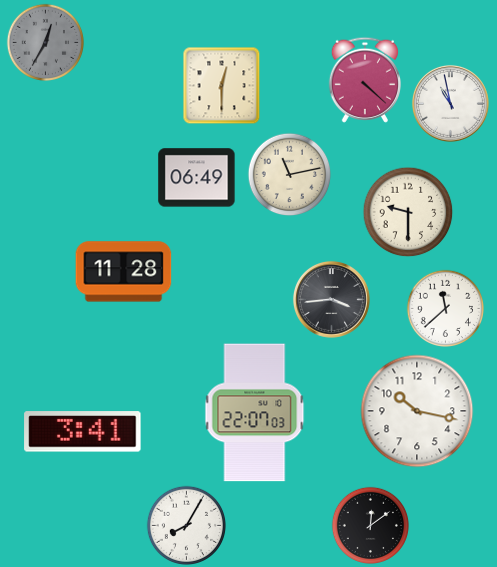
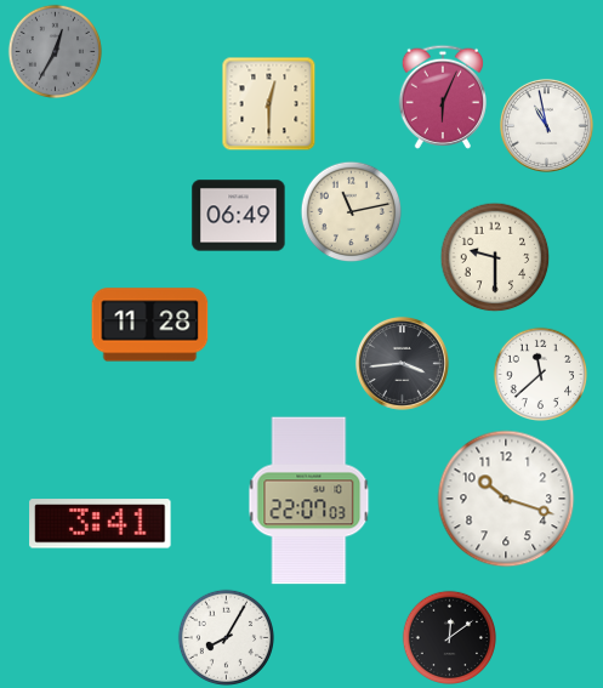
clock at (365, 80): 4:22 -> 6:04
clock at (124, 272) position: (124, 272) -> (150, 325)
clock at (417, 411): 10:17 -> 10:18
